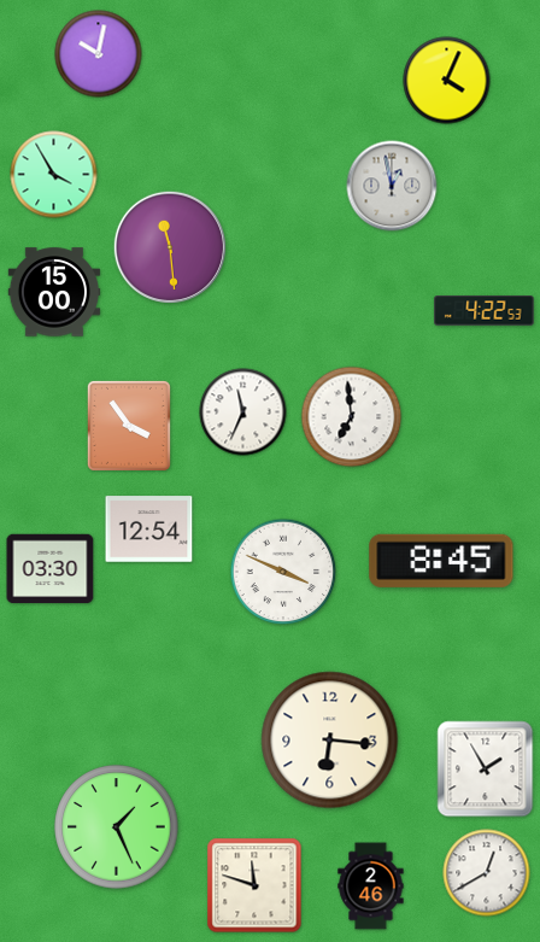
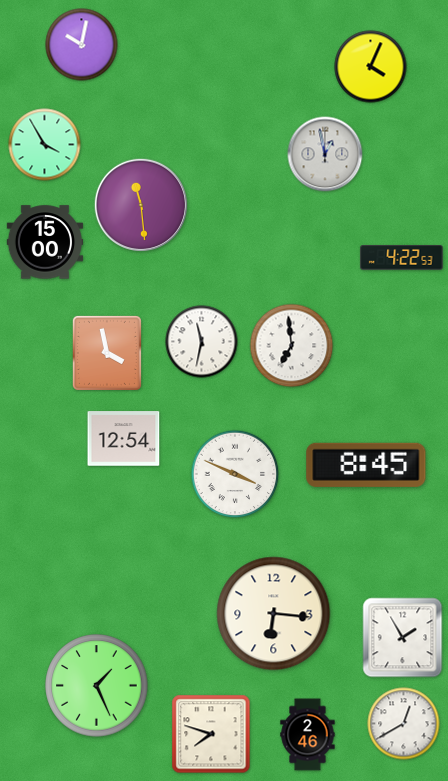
clock at (243, 413): 11:34 -> 11:32
clock at (129, 426): 3:54 -> 3:58
clock at (51, 569): 03:30 -> none
clock at (254, 885): 11:48 -> 7:48
